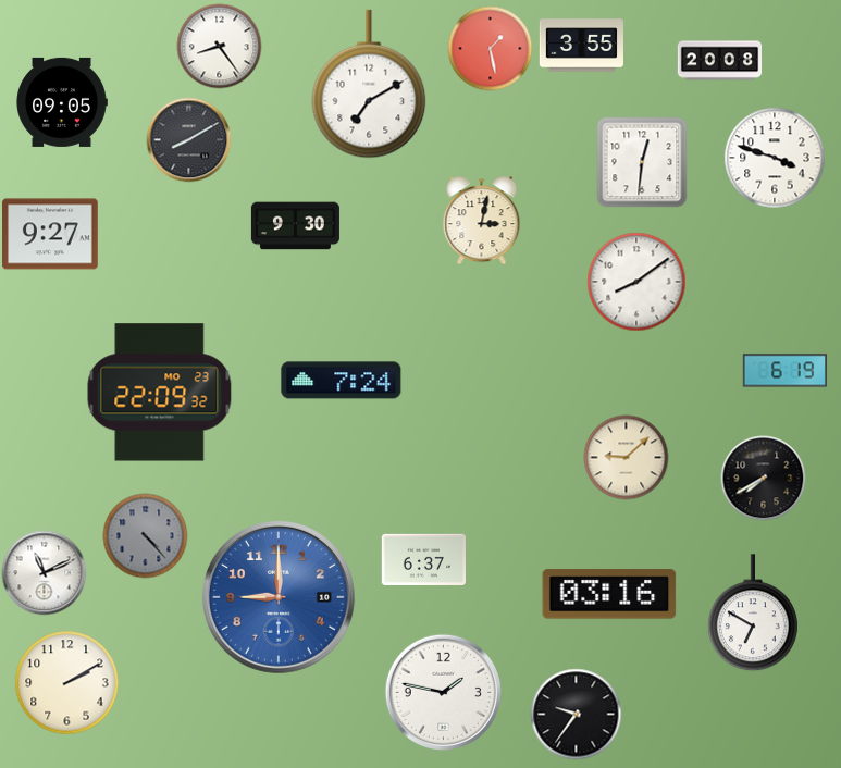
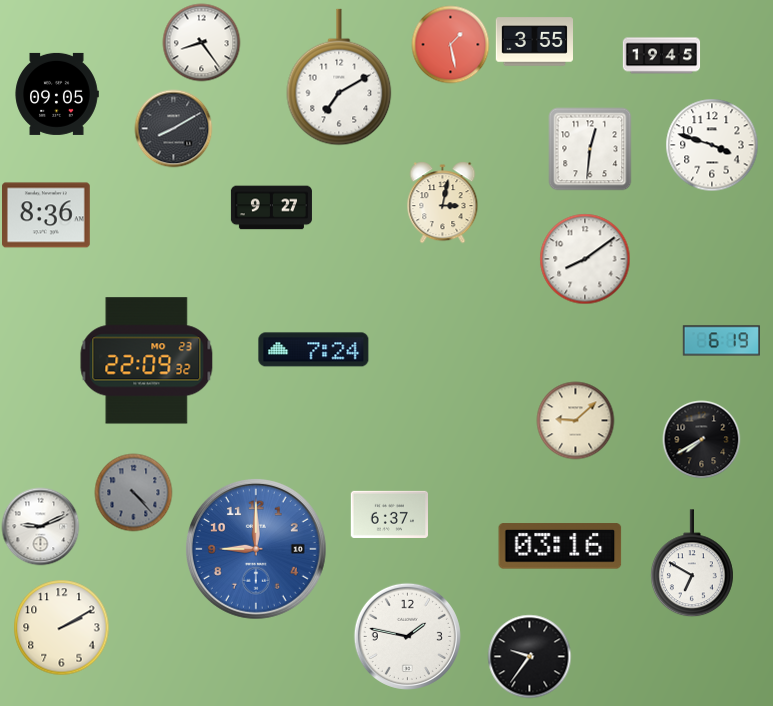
clock at (719, 61): 20:08 -> 19:45
clock at (295, 226): 9:30 -> 9:27
clock at (51, 234): 9:27 -> 8:36
clock at (44, 572): 11:11 -> 9:11
